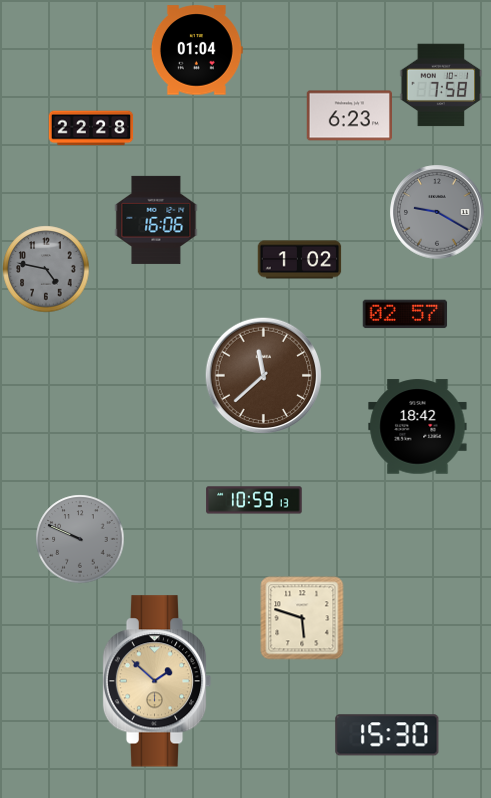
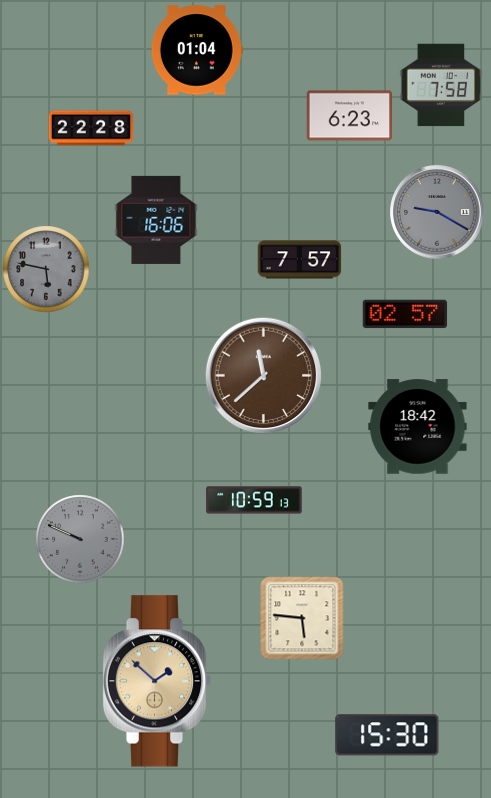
clock at (300, 260): 1:02 -> 7:57
clock at (46, 269): 4:47 -> 5:47
clock at (302, 618): 5:48 -> 5:46
